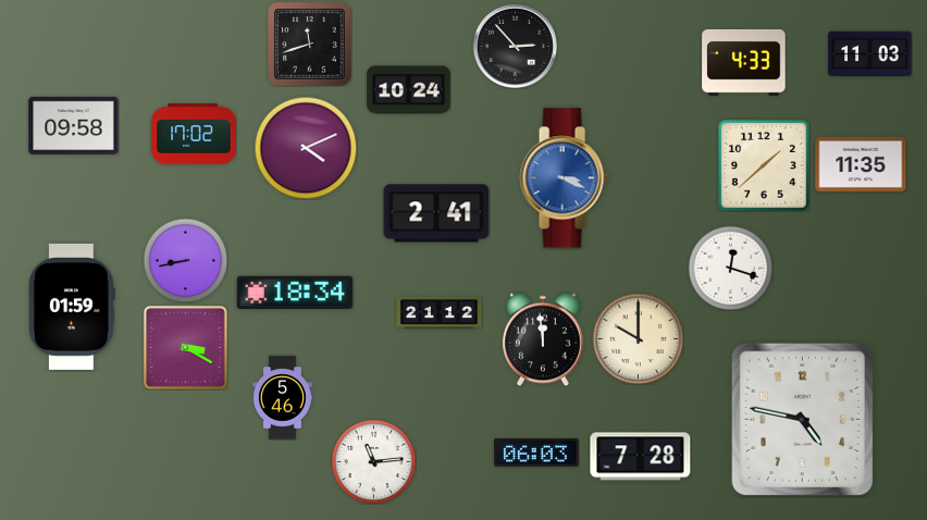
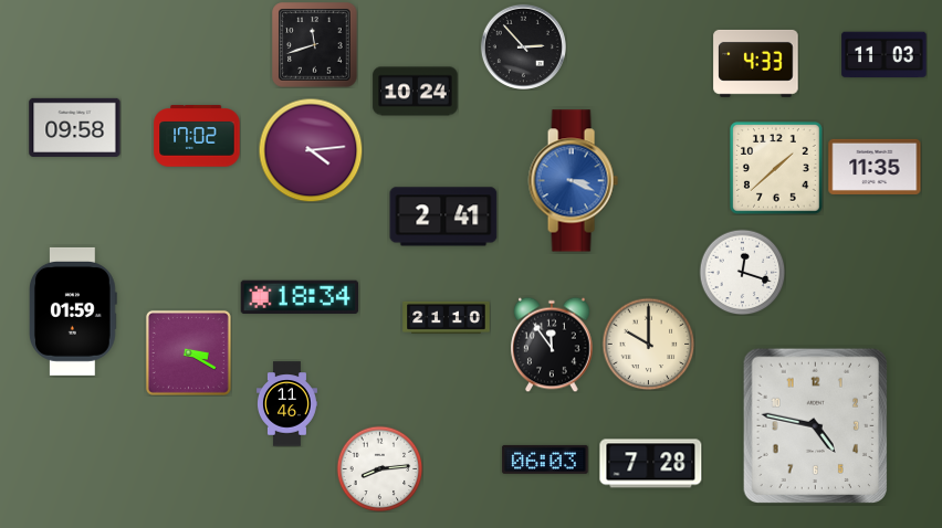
clock at (306, 148): 4:11 -> 4:14
clock at (185, 260): 8:43 -> none
clock at (440, 312): 21:12 -> 21:10
clock at (543, 339): 11:59 -> 11:54
clock at (283, 398): 5:46 -> 11:46
clock at (373, 461): 11:14 -> 8:14
